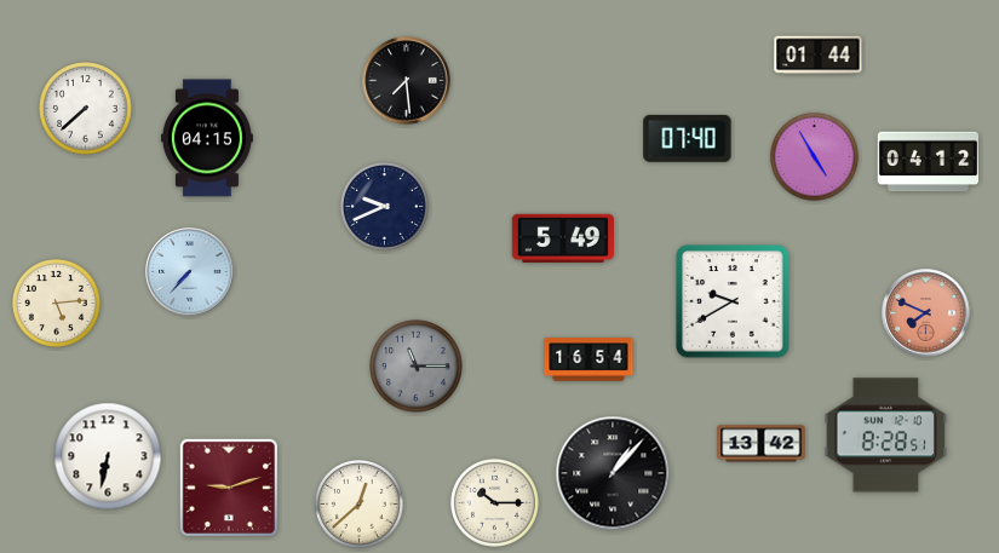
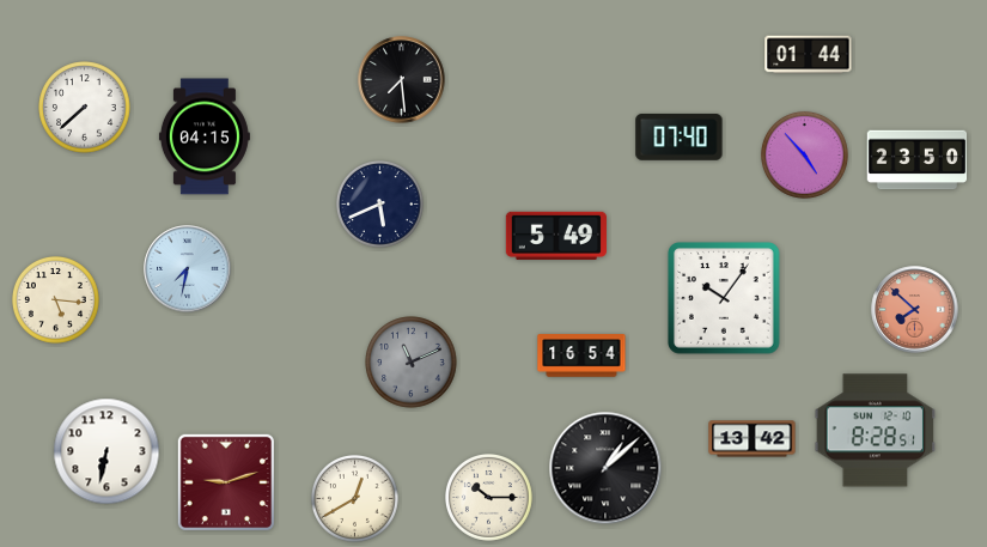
clock at (814, 156): 4:55 -> 4:53
clock at (929, 162): 04:12 -> 23:50
clock at (384, 206): 9:41 -> 5:41
clock at (190, 272): 7:37 -> 7:32
clock at (733, 301): 9:40 -> 10:06
clock at (56, 303): 5:14 -> 5:16
clock at (926, 313): 7:49 -> 7:52
clock at (417, 367): 11:15 -> 11:11
clock at (613, 473): 1:07 -> 1:08
clock at (358, 503): 12:38 -> 12:40
